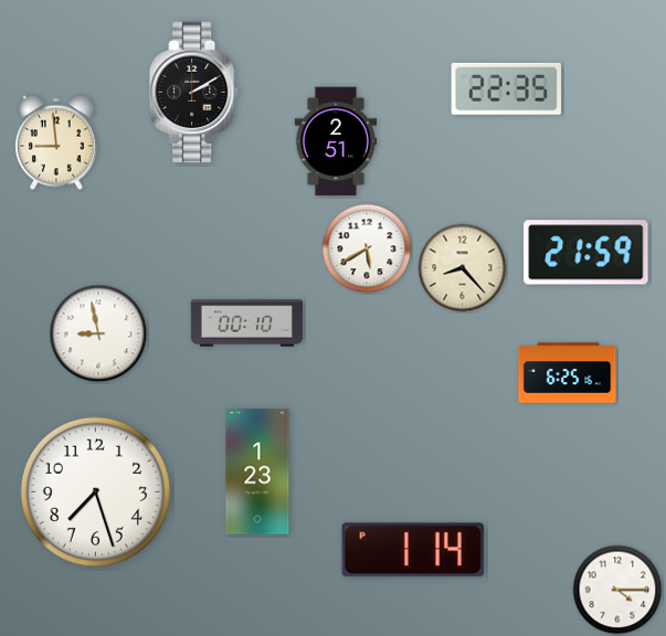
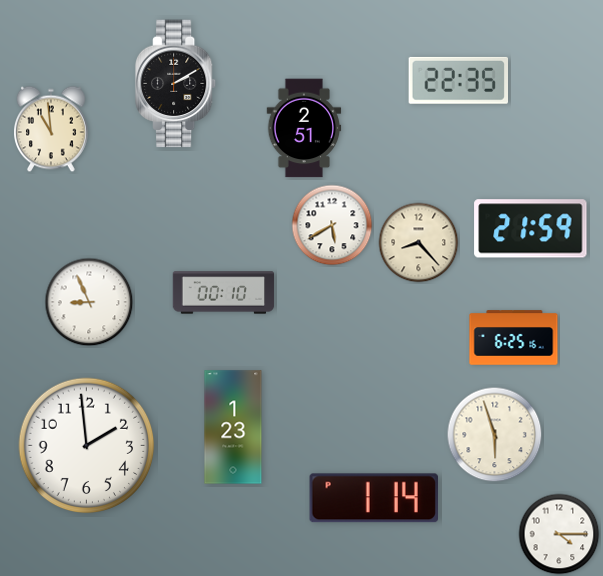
clock at (57, 142): 8:59 -> 10:59
clock at (98, 333): 8:58 -> 8:56
clock at (495, 435): none -> 5:57
clock at (96, 492): 7:27 -> 1:59
